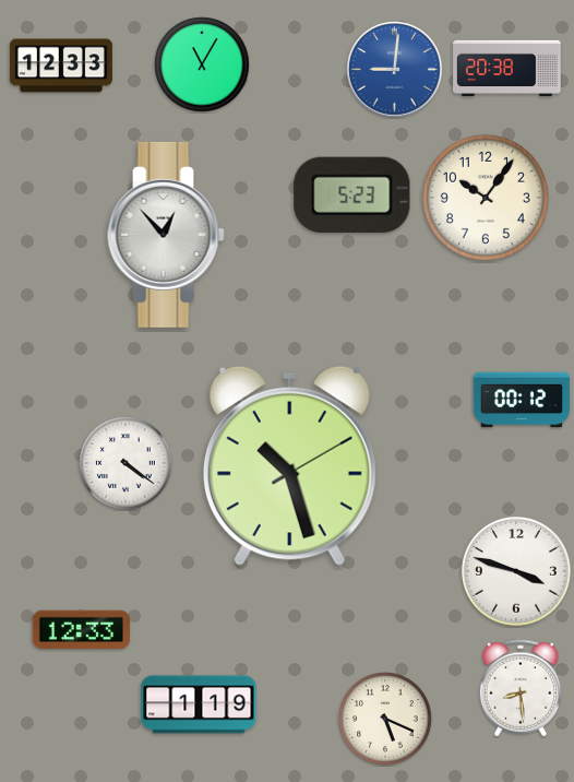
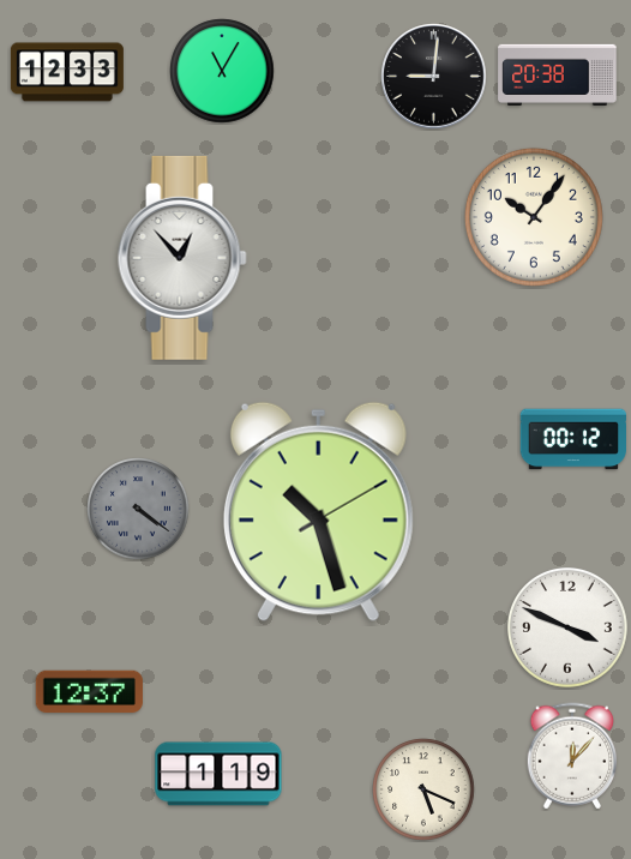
clock at (395, 70) dial: blue -> black
clock at (352, 194): 5:23 -> none
clock at (125, 463) dial: white -> grey
clock at (517, 572): 3:48 -> 3:49
clock at (81, 630): 12:33 -> 12:37
clock at (521, 688): 8:29 -> 12:07
